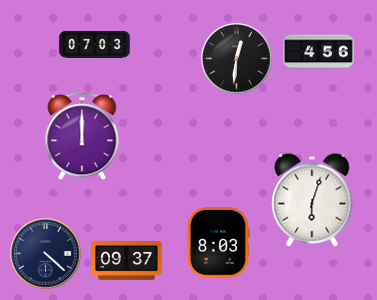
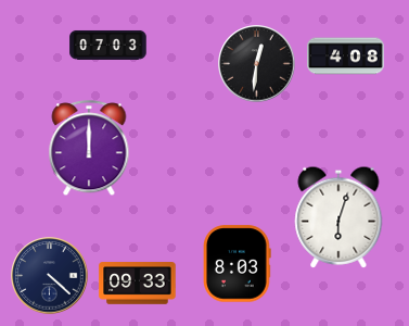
clock at (95, 44) position: (95, 44) -> (108, 45)
clock at (319, 52): 4:56 -> 4:08
clock at (127, 261): 09:37 -> 09:33
